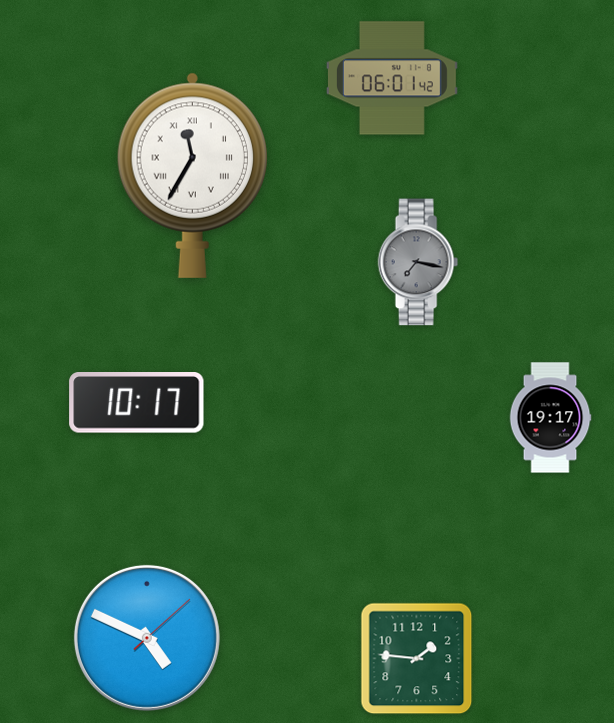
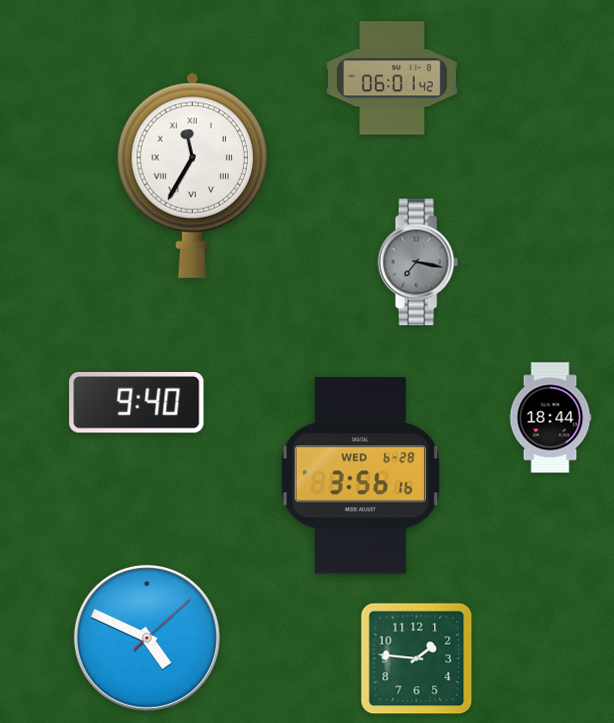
clock at (137, 403): 10:17 -> 9:40
clock at (550, 418): 19:17 -> 18:44
clock at (360, 476): none -> 3:56
